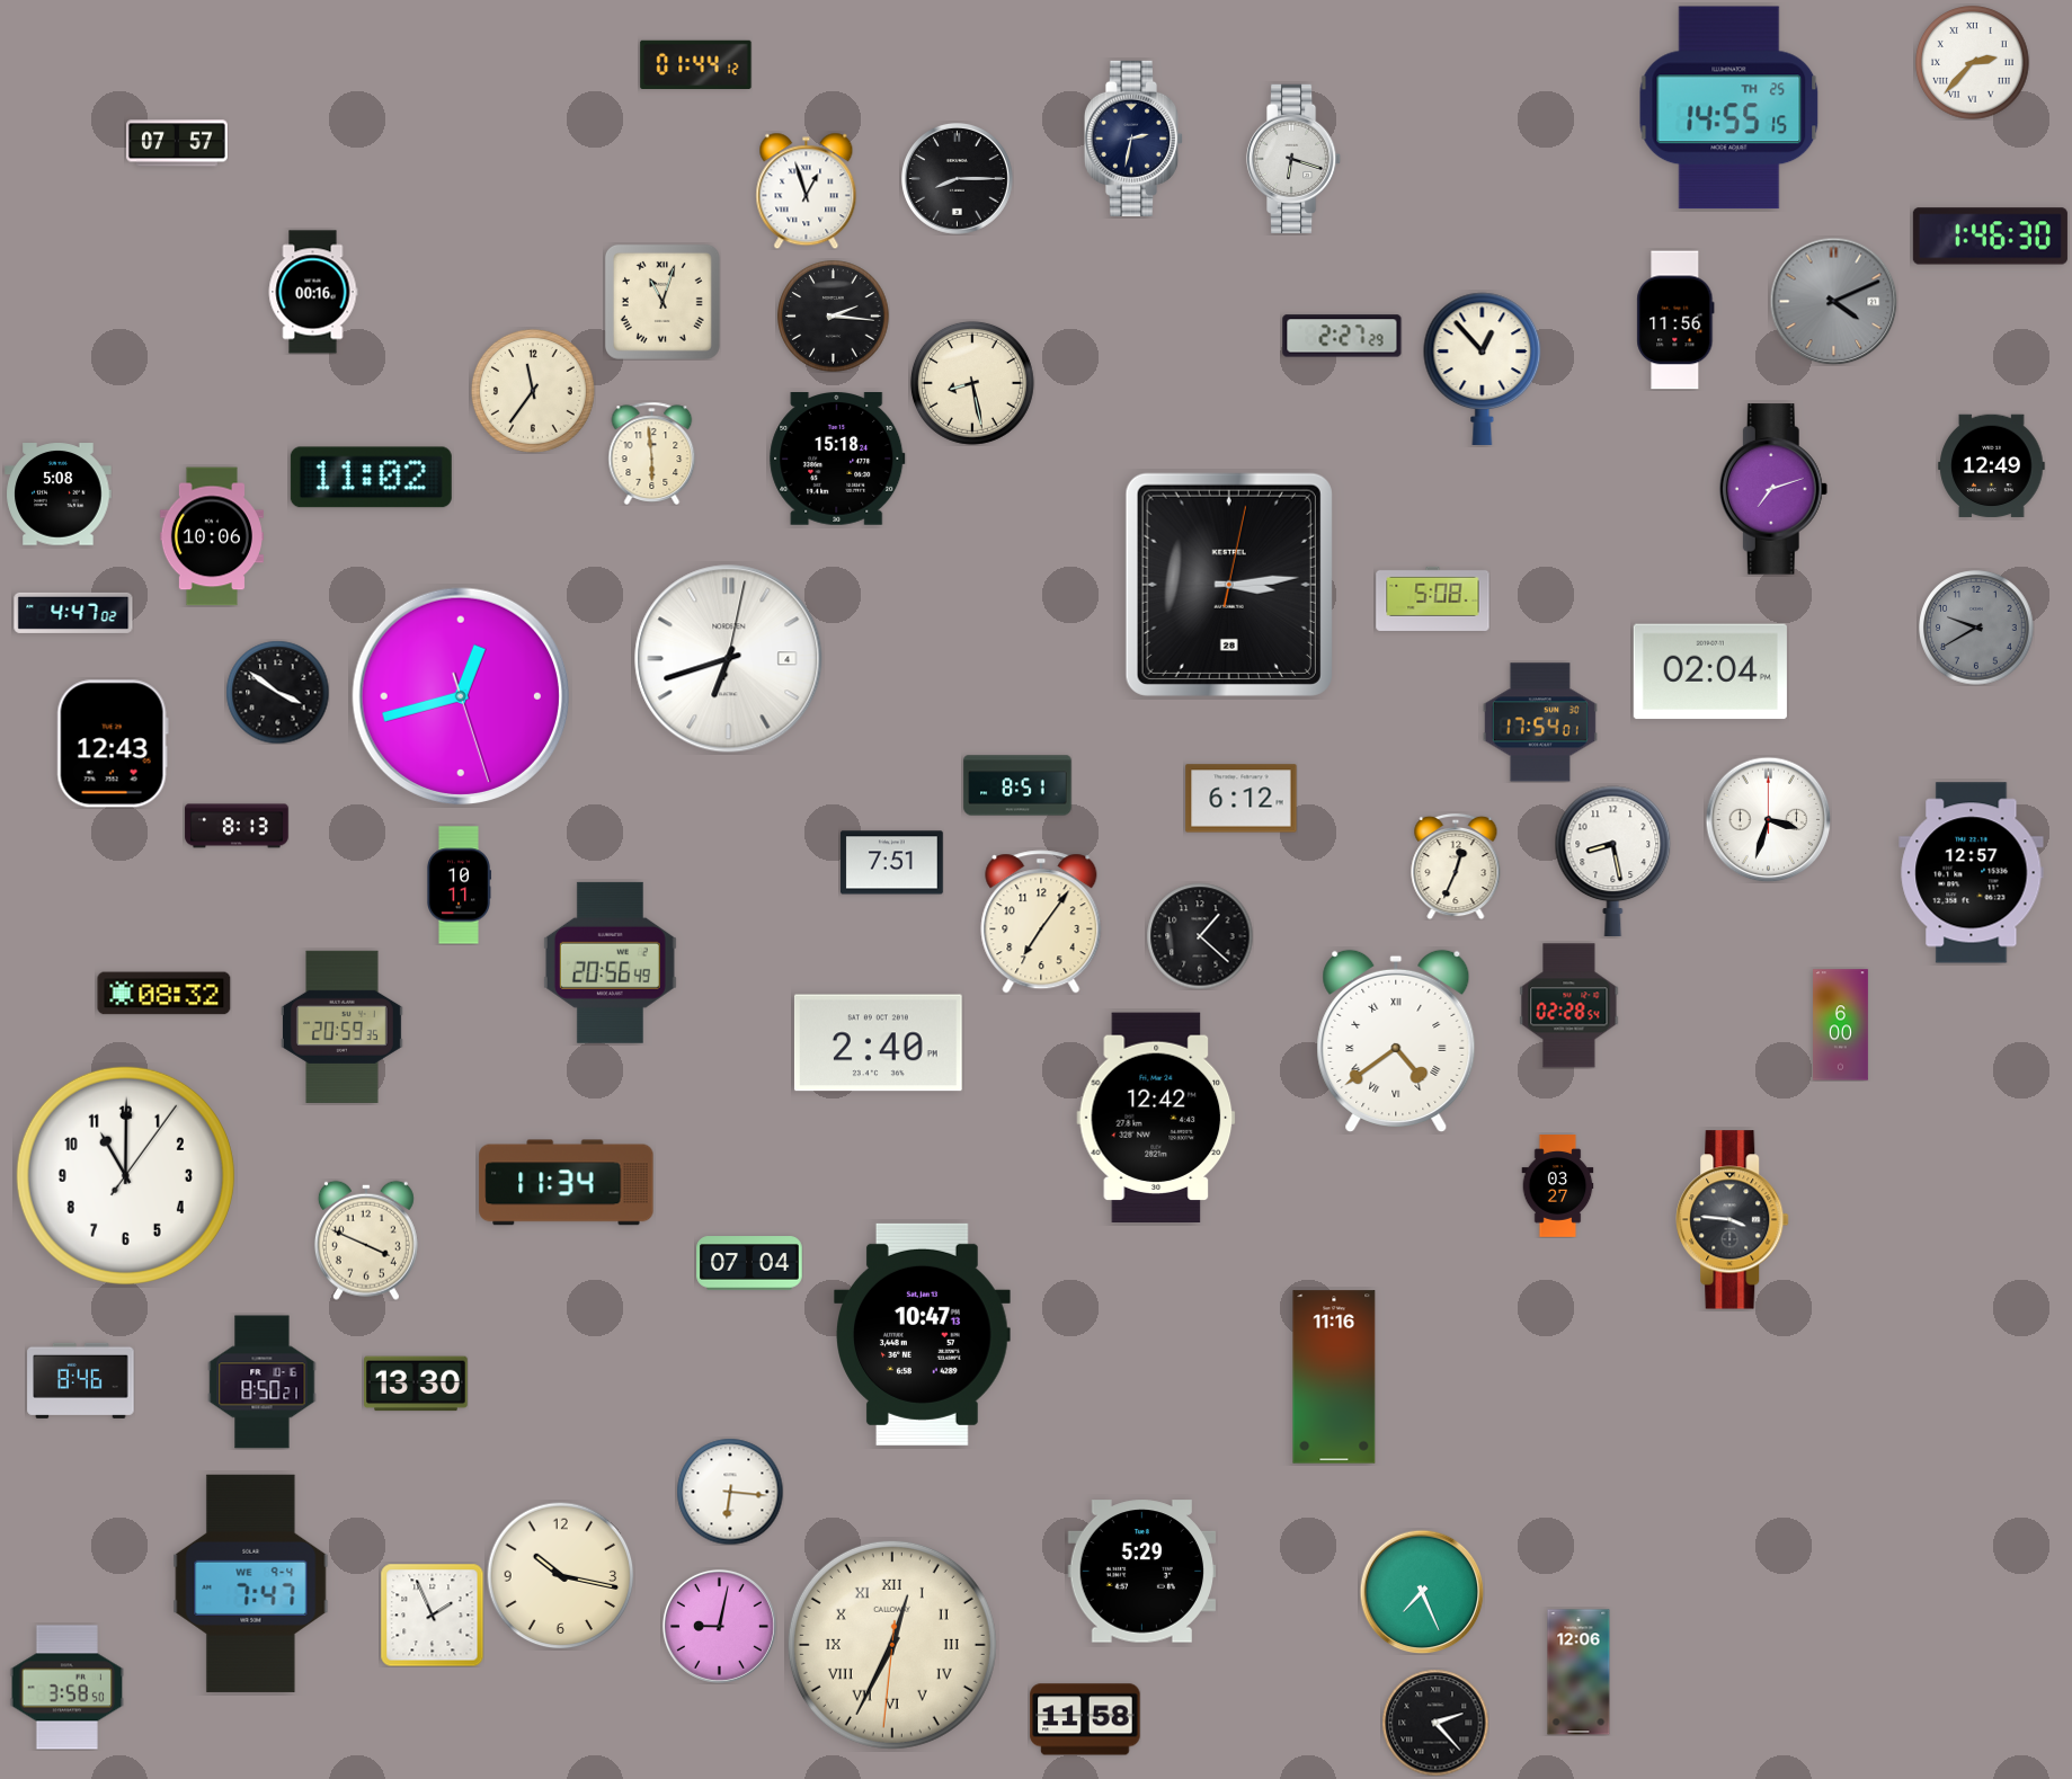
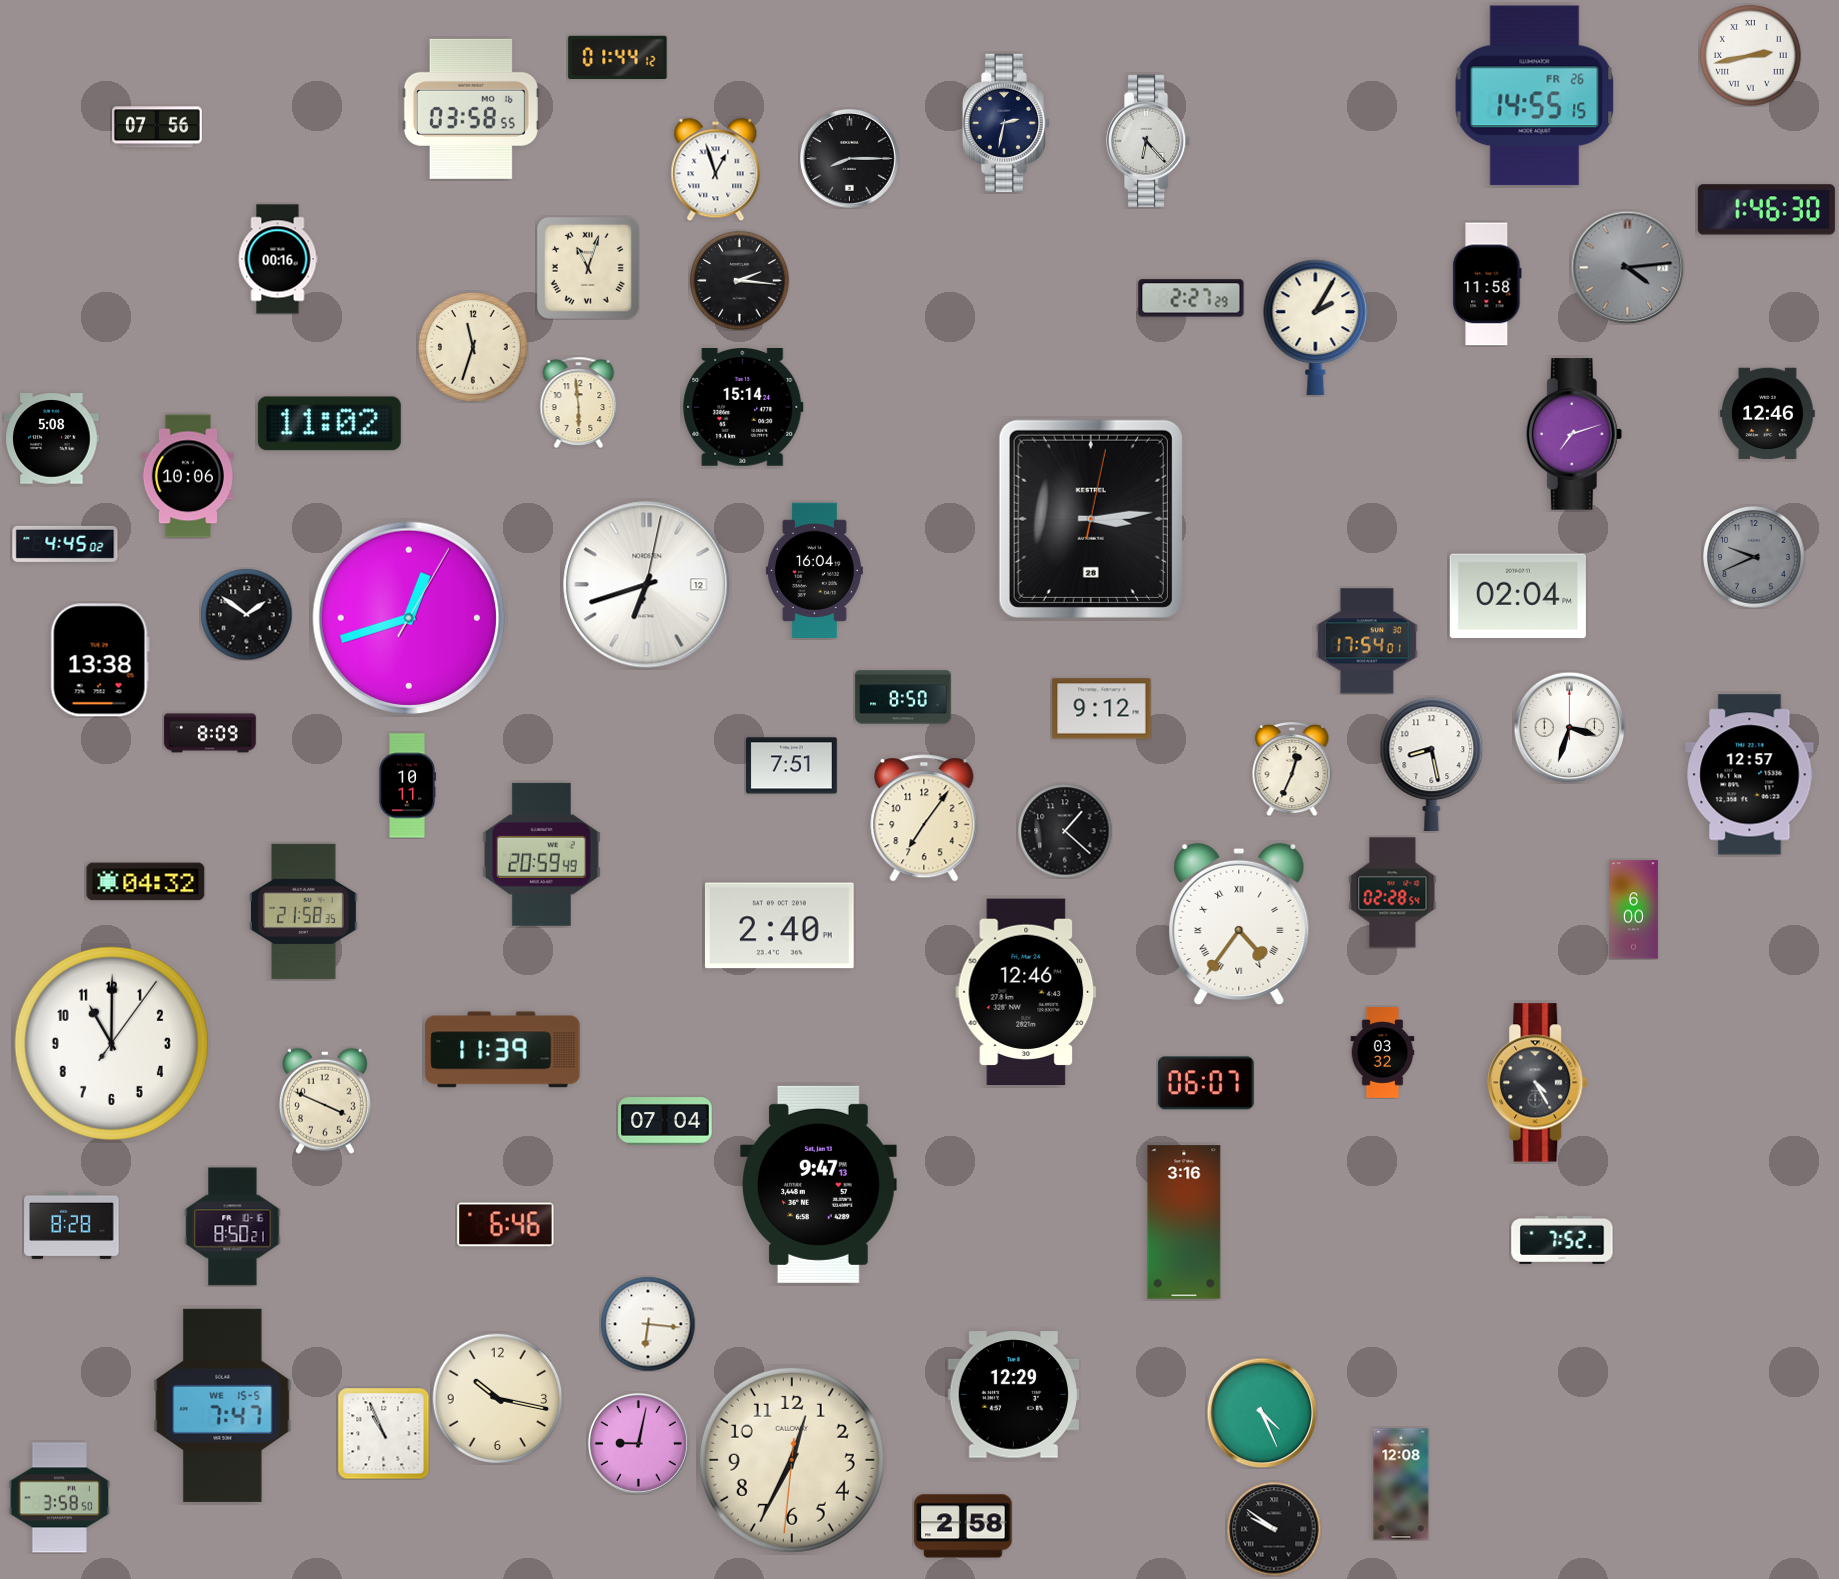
clock at (1973, 63): 2:37 -> 2:43
clock at (1729, 108) date: TH 25 -> FR 26
clock at (471, 109): none -> 03:58
clock at (178, 143): 07:57 -> 07:56
clock at (1293, 159): 6:18 -> 6:23
clock at (1833, 301): 4:11 -> 4:14
clock at (1675, 320): 11:56 -> 11:58
clock at (1483, 368): 12:53 -> 2:05
clock at (972, 383): 8:28 -> none
clock at (533, 391): 11:36 -> 11:33
clock at (837, 460): 15:18 -> 15:14
clock at (1992, 466): 12:49 -> 12:46
clock at (1433, 598): 5:08 -> none
clock at (73, 613): 4:47 -> 4:45
clock at (1976, 628): 9:40 -> 9:41
clock at (814, 570): none -> 16:04
clock at (729, 659) date: 4 -> 12
clock at (277, 692): 3:51 -> 1:51
clock at (460, 695): 12:42:27 -> 12:42:05
clock at (113, 744): 12:43 -> 13:38
clock at (1017, 785): 8:51 -> 8:50
clock at (1242, 799): 6:12 -> 9:12
clock at (237, 826): 8:13 -> 8:09
clock at (610, 962): 20:56 -> 20:59
clock at (164, 994): 08:32 -> 04:32
clock at (341, 1026): 20:59 -> 21:58
clock at (1396, 1041): 4:39 -> 4:36
clock at (1156, 1117): 12:42 -> 12:46
clock at (567, 1183): 11:34 -> 11:39
clock at (1558, 1186): 03:27 -> 03:32
clock at (1206, 1083): none -> 06:07
clock at (1733, 1220): 3:46 -> 4:25
clock at (923, 1334): 10:47 -> 9:47
clock at (1334, 1377): 11:16 -> 3:16
clock at (81, 1380): 8:46 -> 8:28
clock at (506, 1225): none -> 6:46
clock at (417, 1384): 13:30 -> none
clock at (1562, 1240): none -> 7:52
clock at (1141, 1572): 5:29 -> 12:29
clock at (251, 1583) date: WE 9-4 -> WE 15-5
clock at (1422, 1592): 7:26 -> 4:26
clock at (432, 1615): 1:56 -> 10:56
clock at (892, 1645) numerals: Roman -> Arabic
clock at (1579, 1672): 12:06 -> 12:08
clock at (1085, 1719): 11:58 -> 2:58
clock at (1435, 1723): 2:23 -> 9:51
